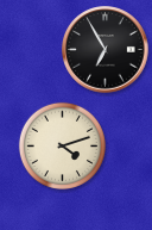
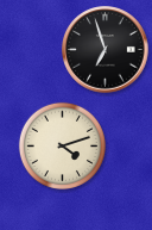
clock at (106, 50): 6:55 -> 6:57
